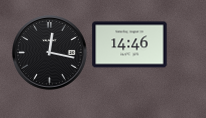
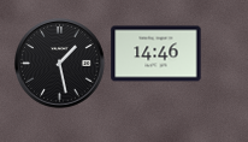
clock at (50, 53): 12:17 -> 1:28
